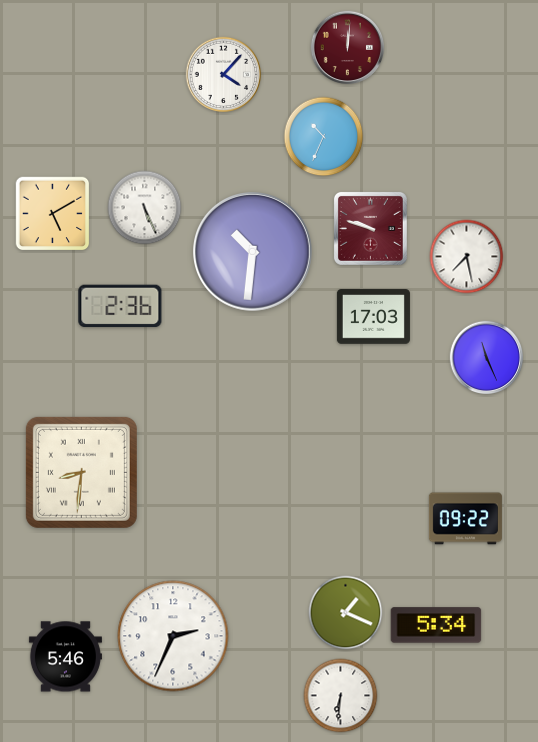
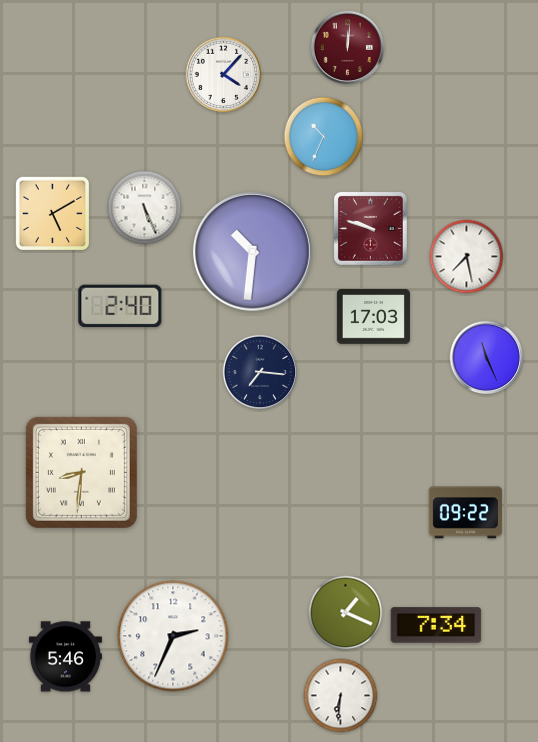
clock at (120, 306): 2:36 -> 2:40
clock at (260, 372): none -> 7:16
clock at (465, 519) position: (465, 519) -> (465, 513)
clock at (436, 625): 5:34 -> 7:34
